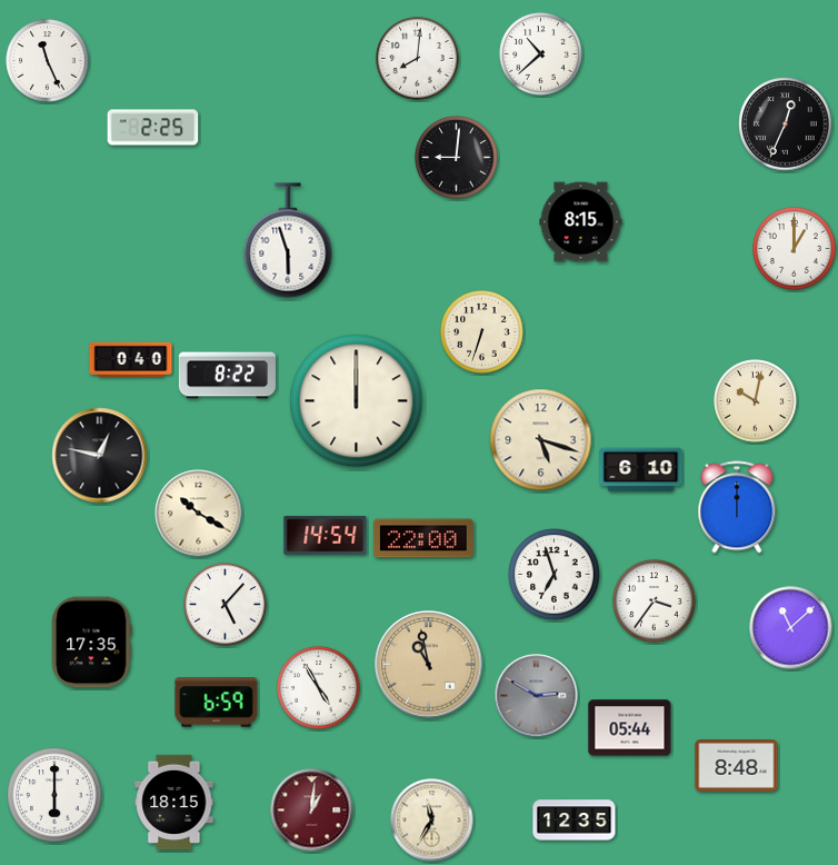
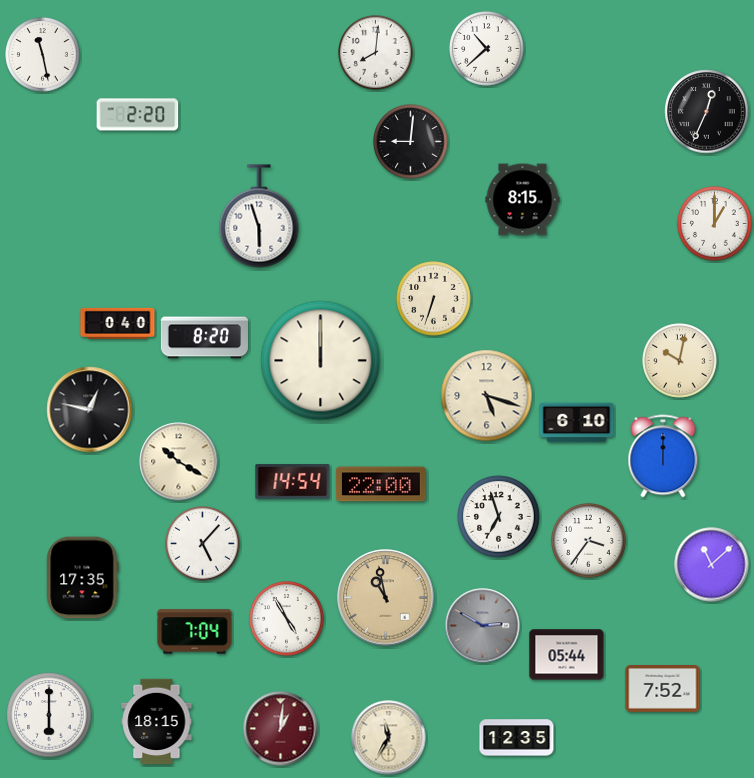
clock at (48, 61): 11:26 -> 11:28
clock at (153, 128): 2:25 -> 2:20
clock at (227, 376): 8:22 -> 8:20
clock at (217, 703): 6:59 -> 7:04
clock at (737, 766): 8:48 -> 7:52
